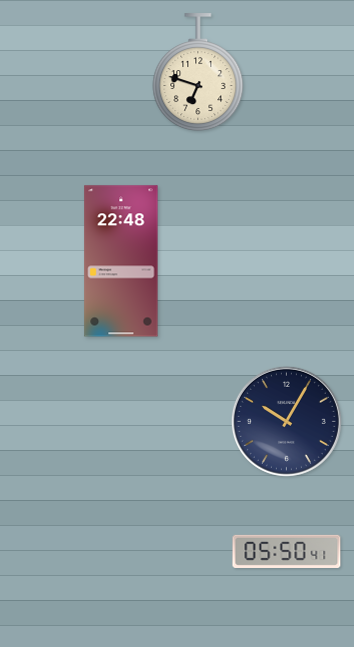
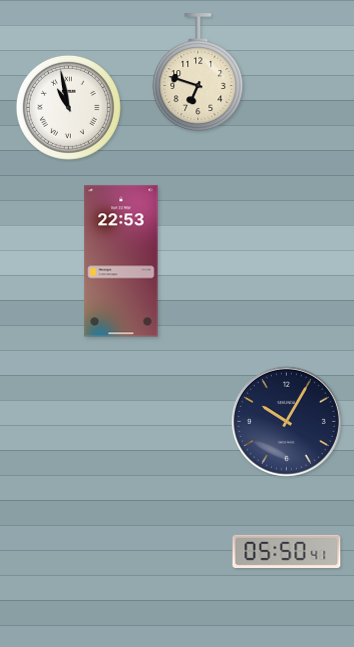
clock at (68, 107): none -> 10:58
clock at (121, 261): 22:48 -> 22:53
